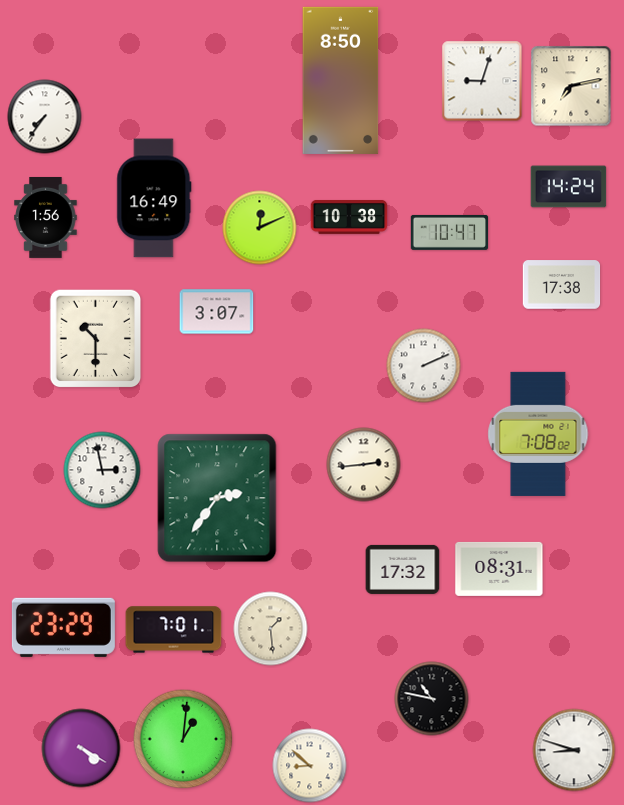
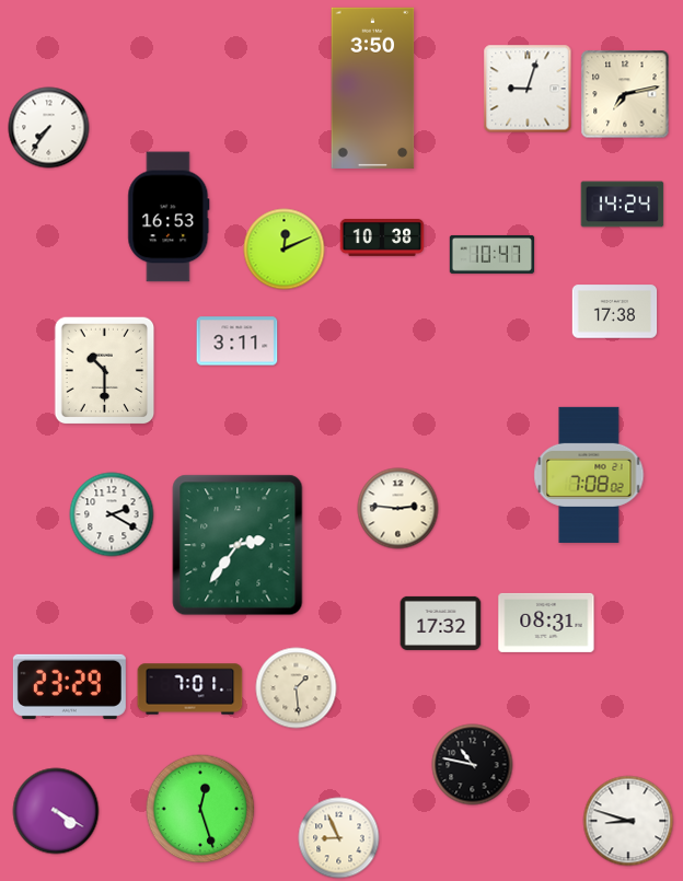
clock at (341, 80): 8:50 -> 3:50
clock at (154, 198): 16:49 -> 16:53
clock at (46, 217): 1:56 -> none
clock at (217, 312): 3:07 -> 3:11
clock at (424, 366): 2:11 -> none
clock at (364, 465): 2:44 -> 2:46
clock at (102, 470): 2:58 -> 2:20
clock at (183, 739): 1:01 -> 12:27
clock at (81, 748) position: (81, 748) -> (56, 811)
clock at (310, 766): 8:52 -> 8:56
